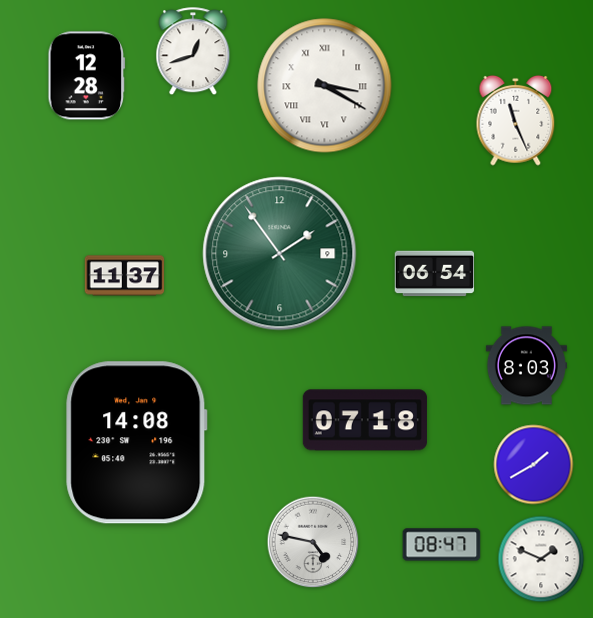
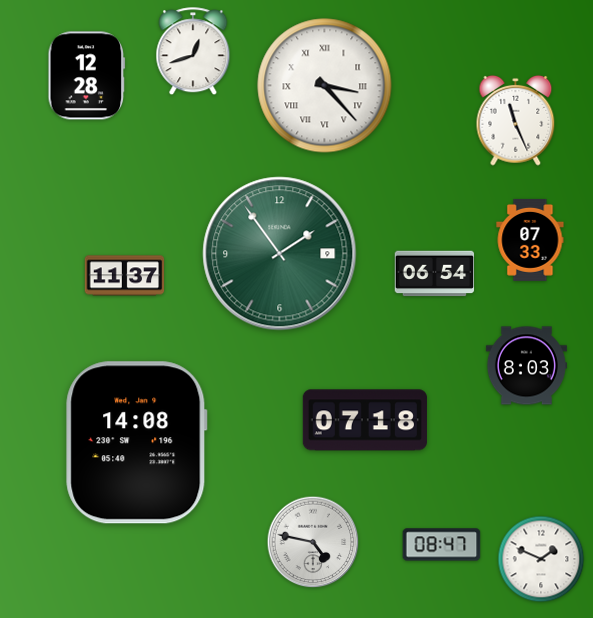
clock at (325, 86): 3:20 -> 3:23
clock at (530, 240): none -> 07:33
clock at (534, 465): 1:40 -> none
